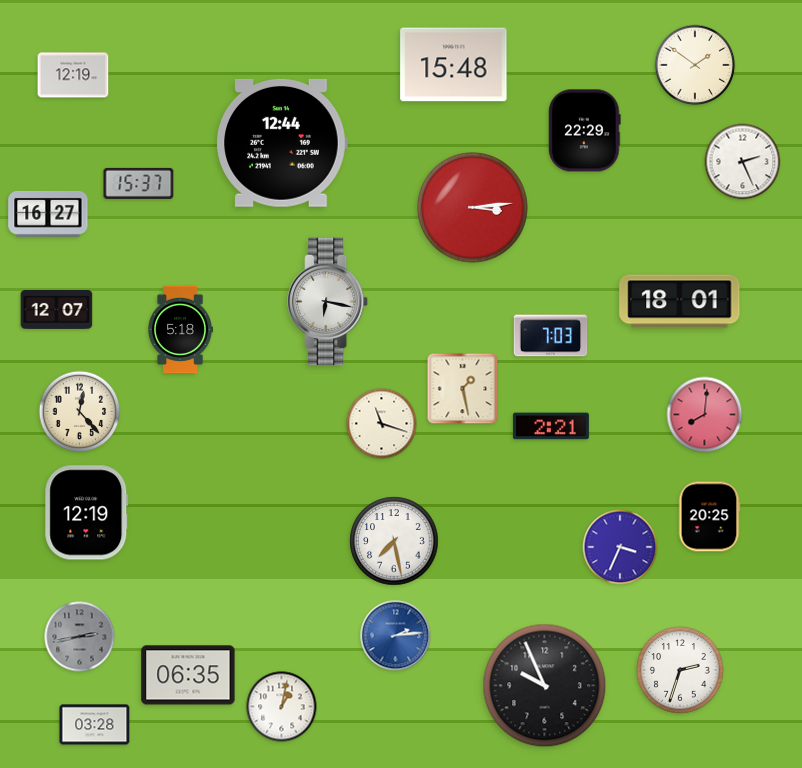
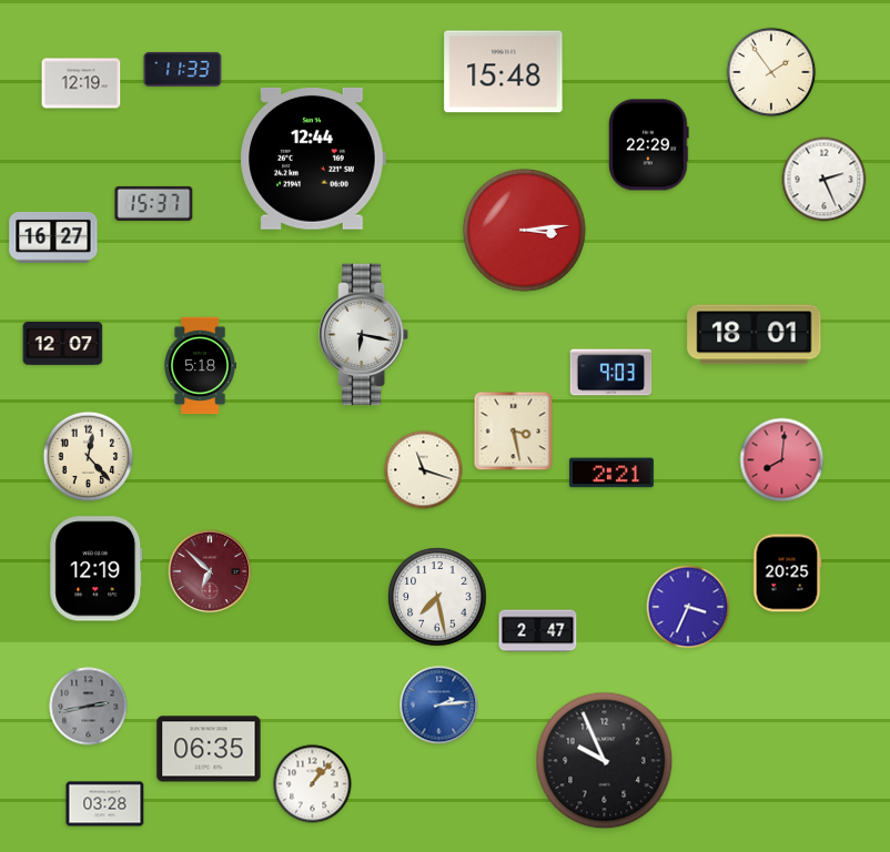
clock at (183, 69): none -> 11:33
clock at (695, 65): 1:51 -> 1:54
clock at (551, 336): 7:03 -> 9:03
clock at (463, 389): 1:28 -> 3:28
clock at (210, 571): none -> 6:52
clock at (394, 541) position: (394, 541) -> (437, 597)
clock at (538, 631): none -> 2:47
clock at (680, 670): 2:33 -> none
clock at (282, 707): 1:02 -> 1:07
